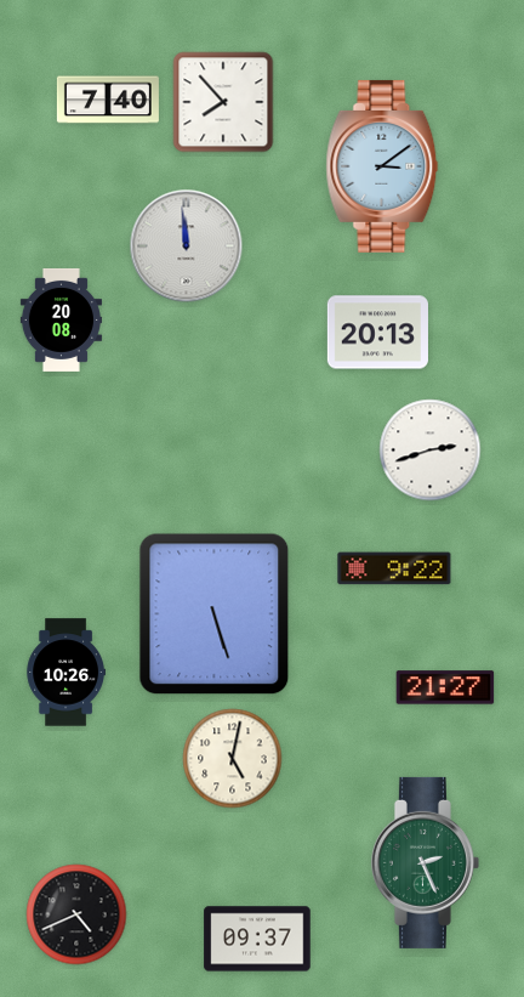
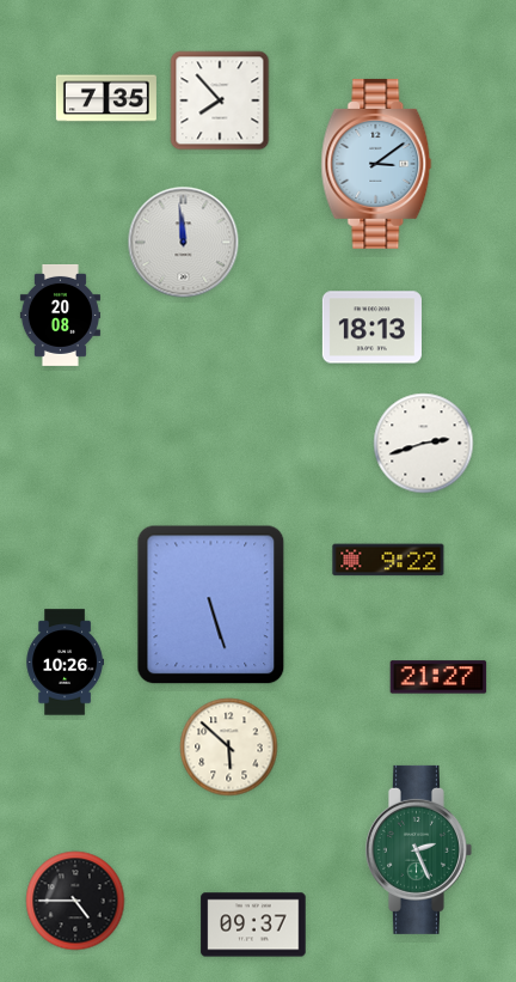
clock at (108, 100): 7:40 -> 7:35
clock at (377, 333): 20:13 -> 18:13
clock at (233, 759): 5:02 -> 5:52
clock at (76, 914): 4:41 -> 4:45
